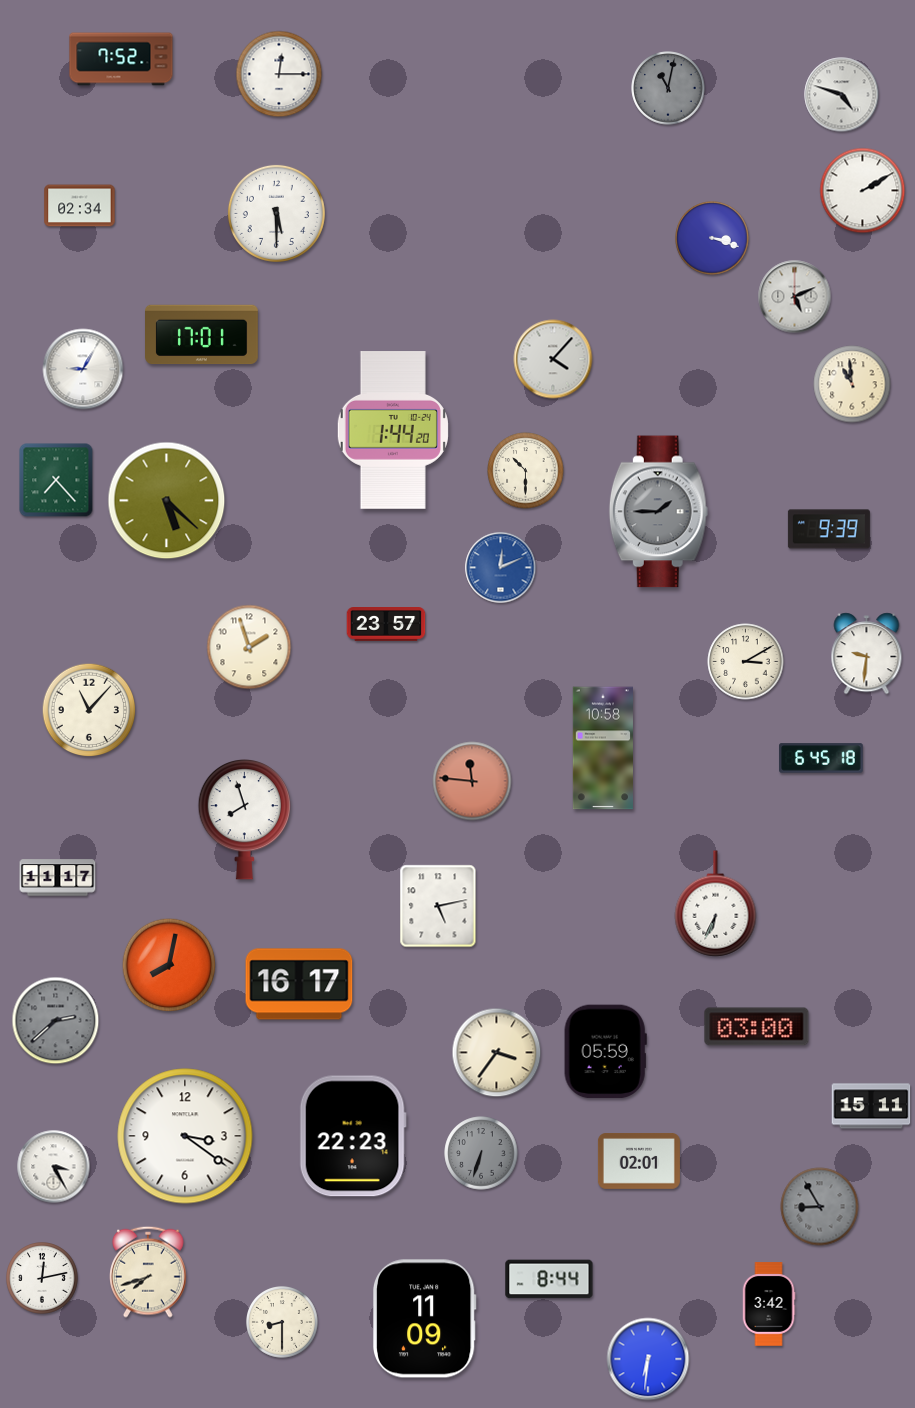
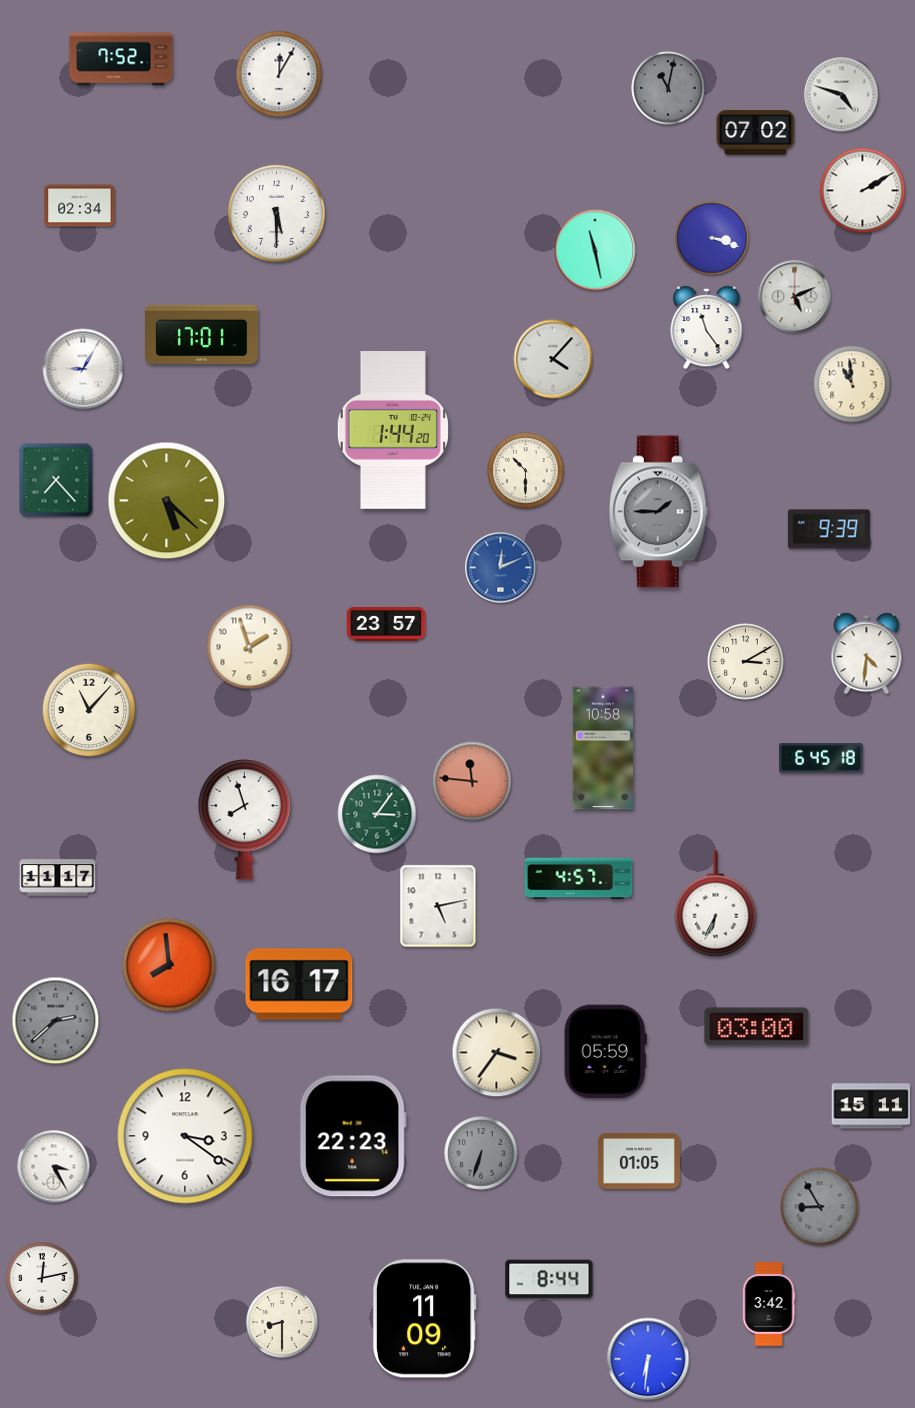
clock at (279, 74): 12:15 -> 12:05
clock at (756, 133): none -> 07:02
clock at (595, 250): none -> 11:28
clock at (707, 328): none -> 11:24
clock at (867, 654): 9:31 -> 4:31
clock at (377, 814): none -> 3:06
clock at (579, 879): none -> 4:57
clock at (169, 965): 8:02 -> 7:59
clock at (639, 1162): 02:01 -> 01:05
clock at (149, 1272): 7:42 -> none
